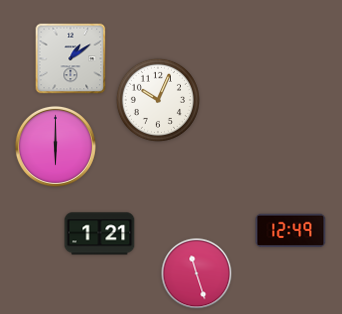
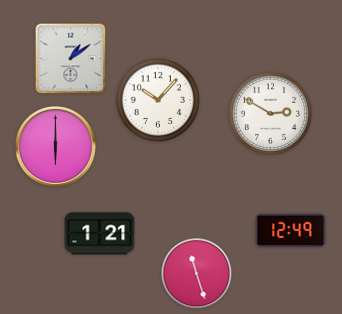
clock at (158, 100): 10:04 -> 10:07
clock at (270, 113): none -> 2:50
